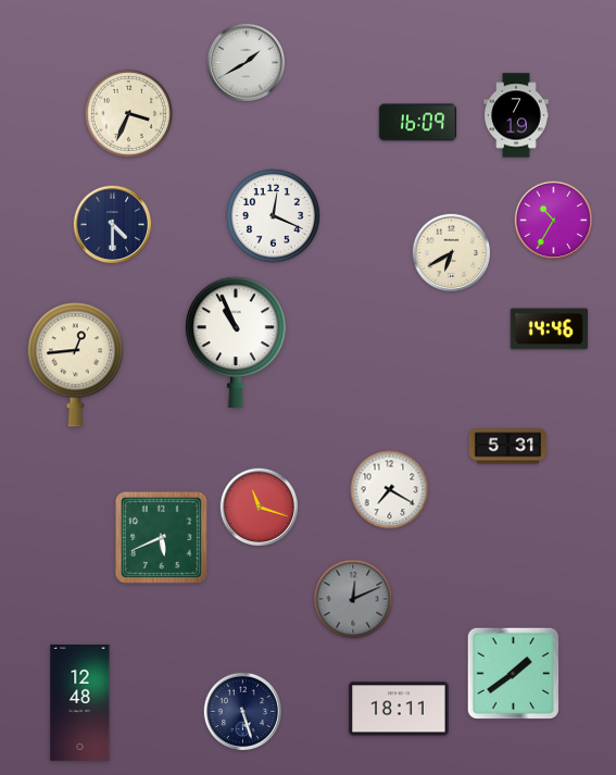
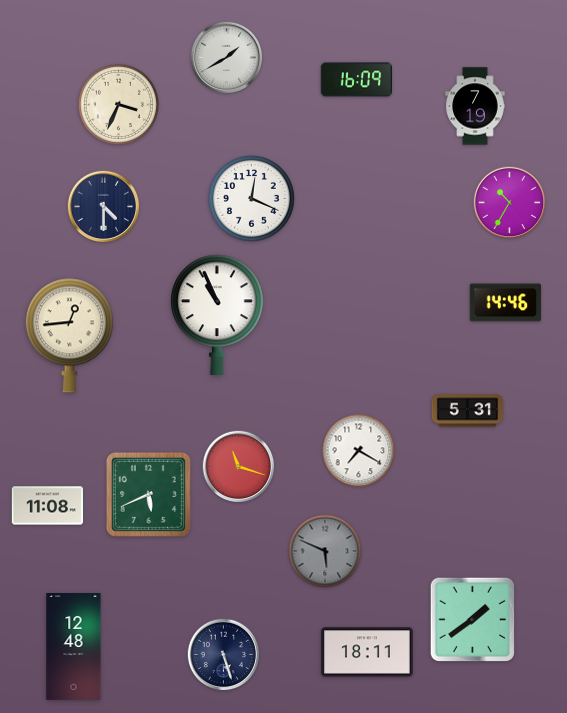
clock at (418, 123) position: (418, 123) -> (357, 80)
clock at (452, 253): 6:40 -> none
clock at (48, 506): none -> 11:08
clock at (353, 599): 12:11 -> 5:49
